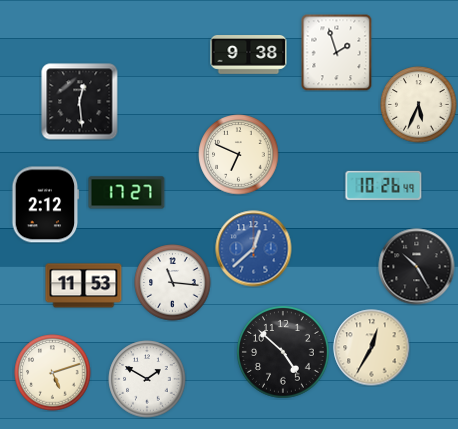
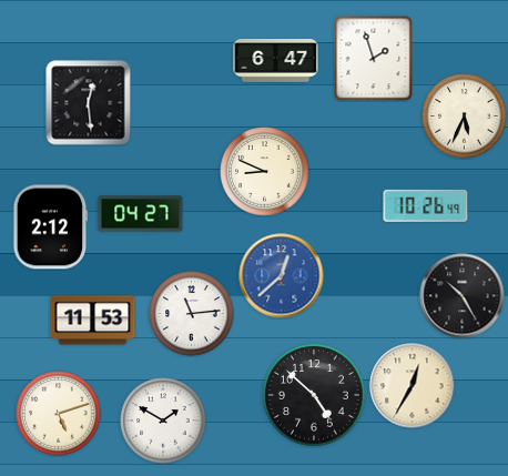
clock at (249, 55): 9:38 -> 6:47
clock at (80, 102) position: (80, 102) -> (89, 103)
clock at (239, 155): 6:49 -> 8:49
clock at (127, 193): 17:27 -> 04:27
clock at (173, 283): 11:16 -> 11:14
clock at (84, 286) position: (84, 286) -> (93, 321)
clock at (283, 352) position: (283, 352) -> (314, 395)
